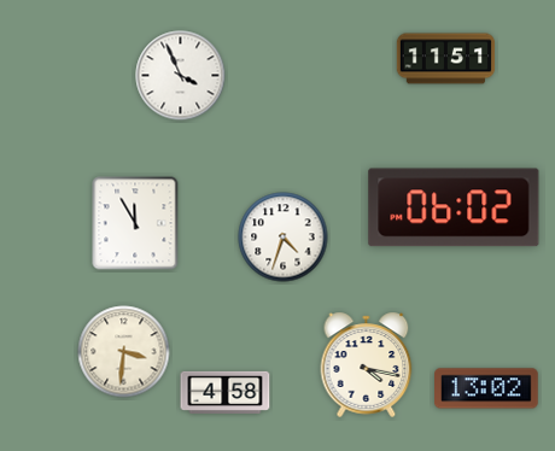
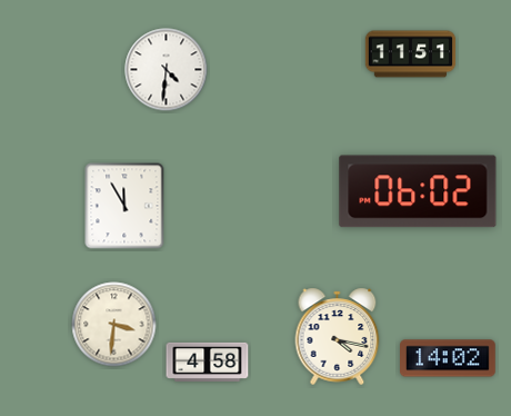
clock at (181, 76): 3:56 -> 4:31
clock at (284, 238): 4:33 -> none
clock at (487, 388): 13:02 -> 14:02
